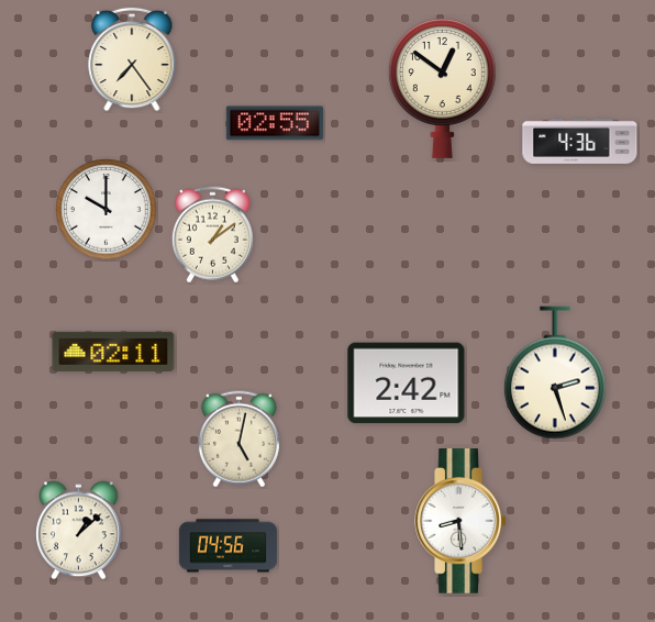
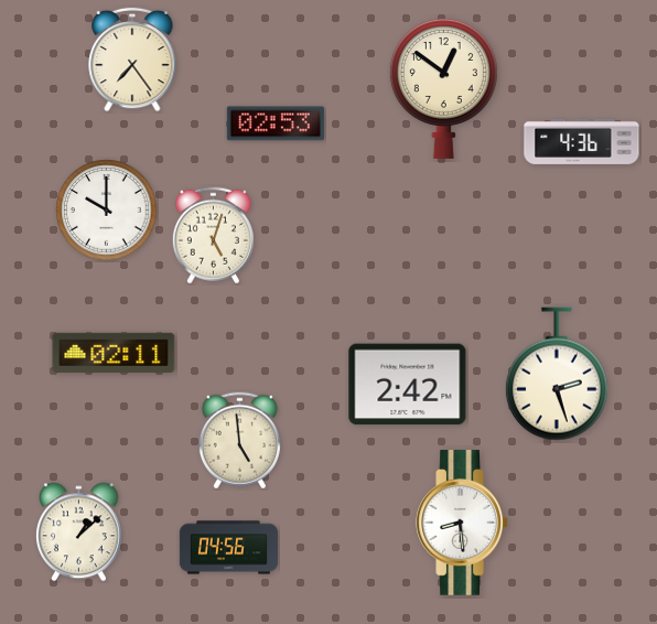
clock at (275, 123): 02:55 -> 02:53
clock at (212, 235): 1:09 -> 5:03
clock at (238, 440): 5:02 -> 4:59
